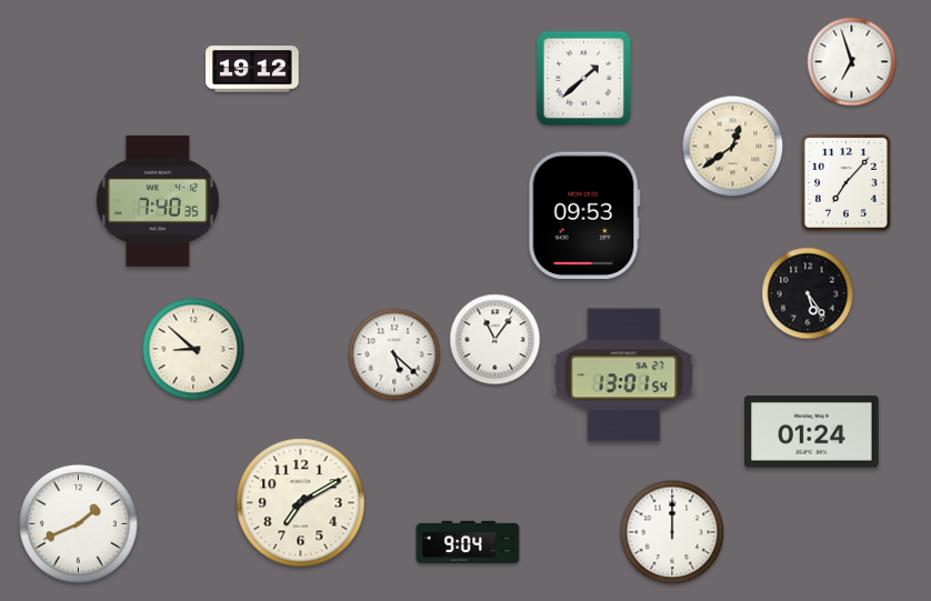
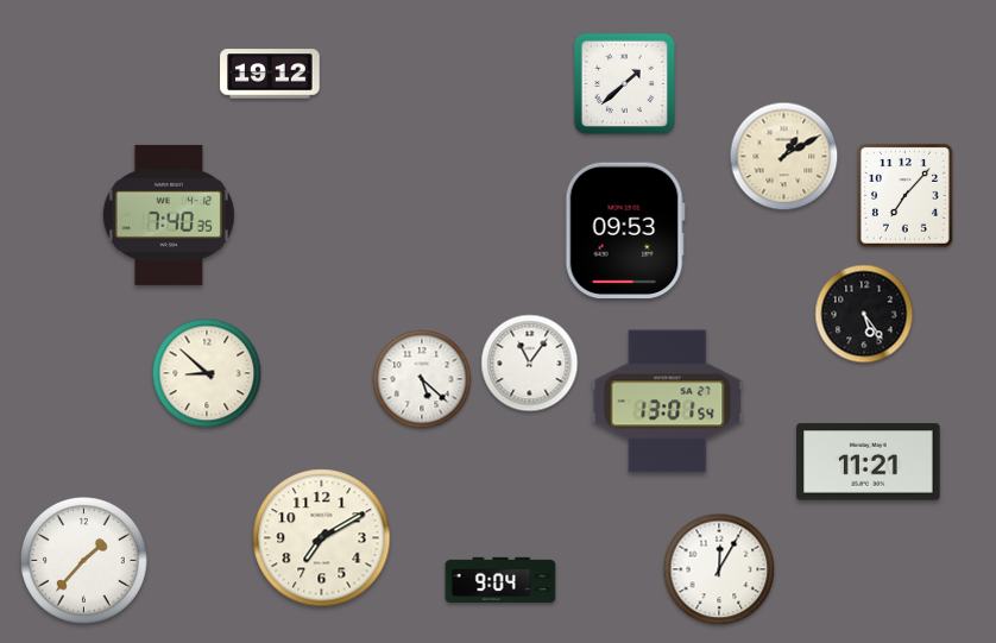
clock at (852, 62): 6:57 -> none
clock at (733, 147): 12:39 -> 1:10
clock at (812, 432): 01:24 -> 11:21
clock at (78, 523): 1:41 -> 1:37
clock at (672, 532): 12:00 -> 12:05
